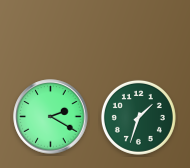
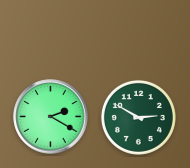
clock at (138, 117): 1:33 -> 2:50
